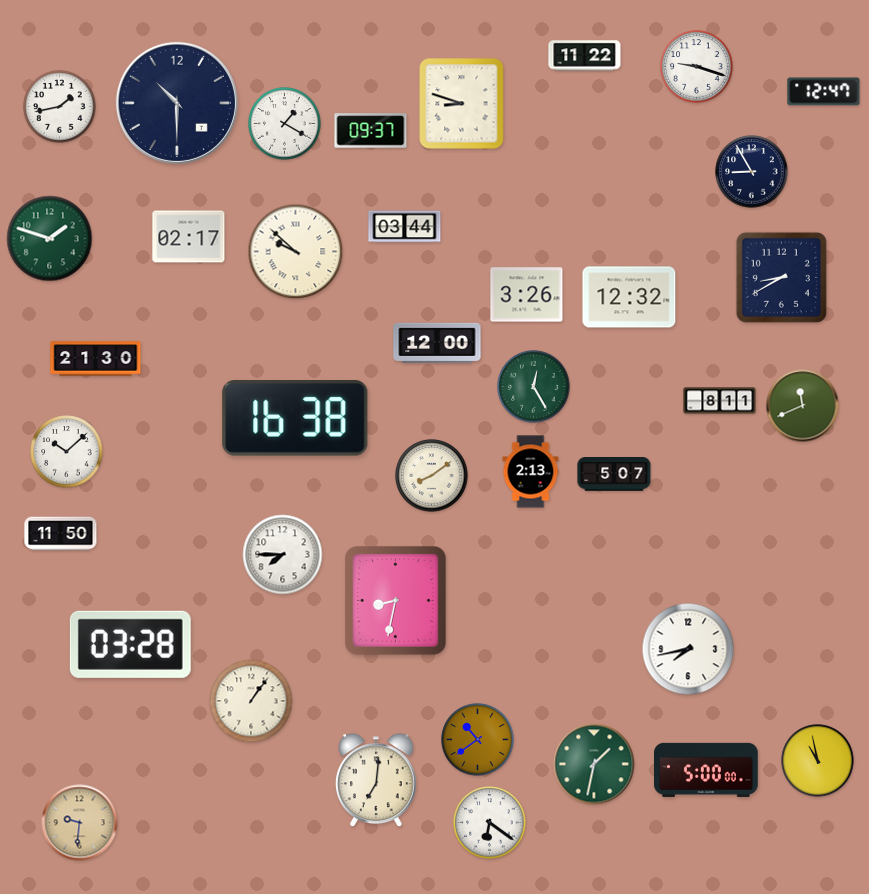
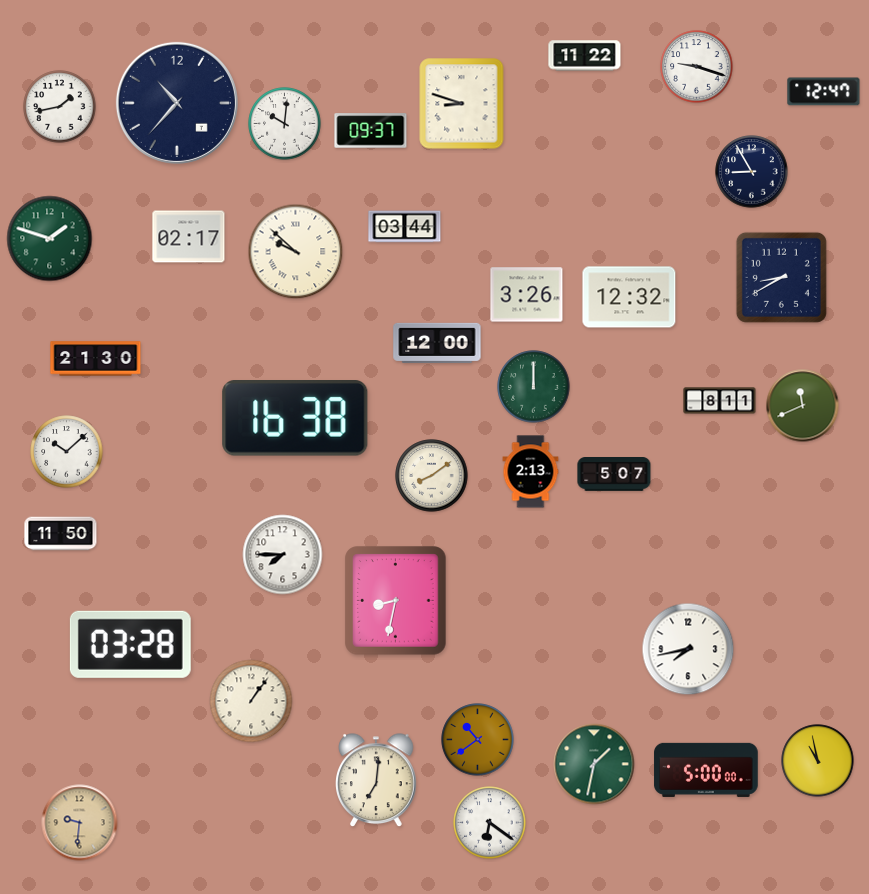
clock at (177, 103): 10:30 -> 10:37
clock at (285, 124): 1:20 -> 10:01
clock at (534, 387): 12:25 -> 12:00
